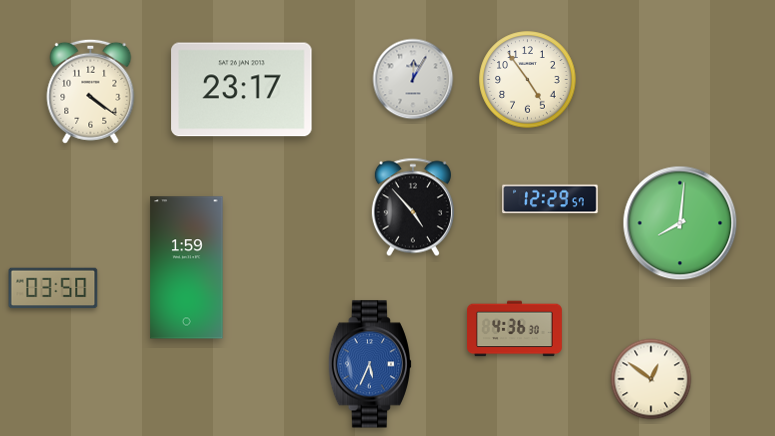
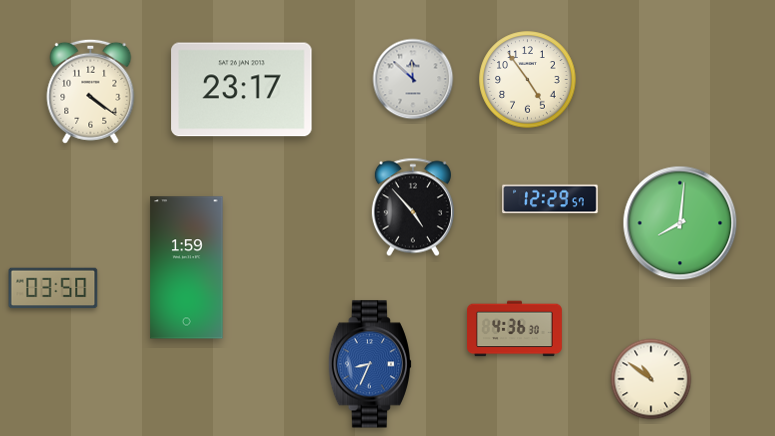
clock at (413, 79): 12:05 -> 11:52
clock at (369, 364): 5:34 -> 8:34
clock at (651, 379): 12:51 -> 10:51
